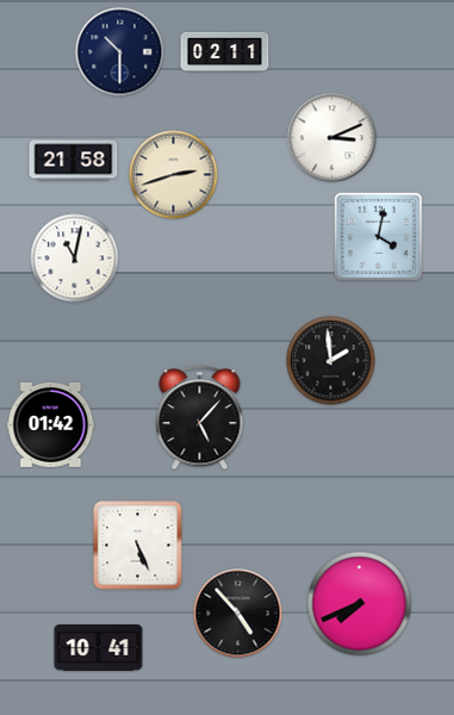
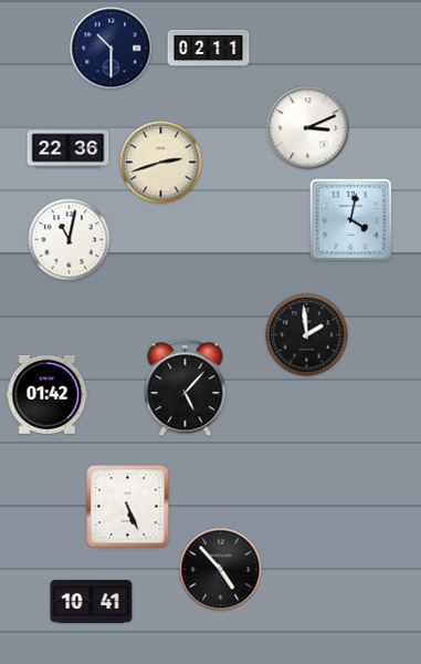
clock at (74, 161): 21:58 -> 22:36
clock at (360, 604): 7:41 -> none
